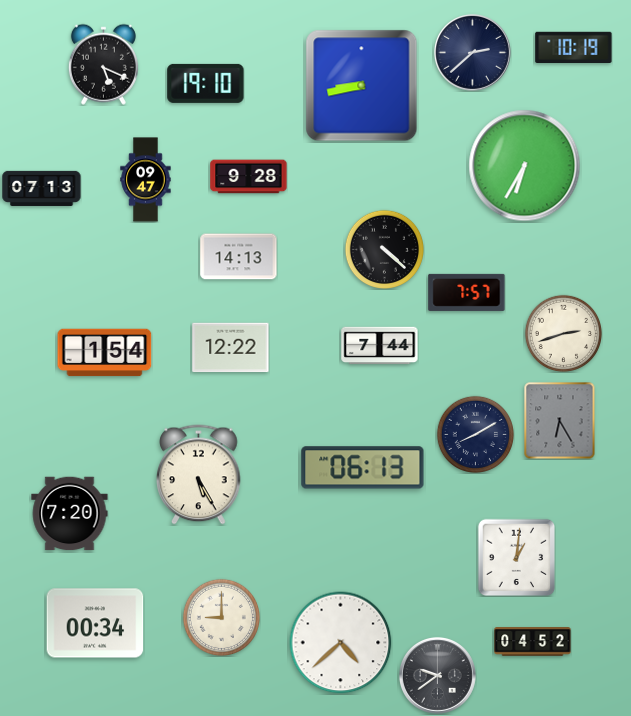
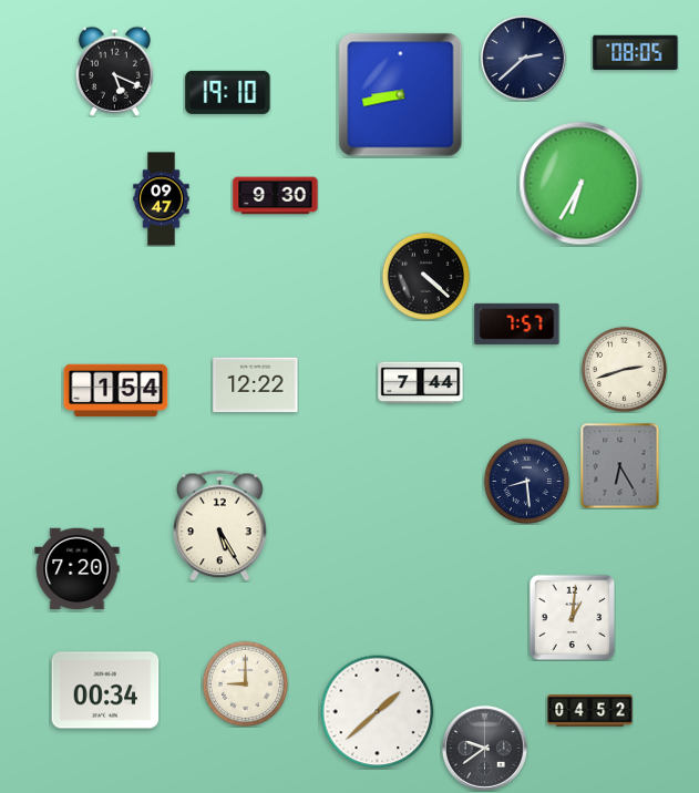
clock at (574, 47): 10:19 -> 08:05
clock at (249, 177): 9:28 -> 9:30
clock at (42, 188): 07:13 -> none
clock at (239, 257): 14:13 -> none
clock at (475, 434): 8:10 -> 8:29
clock at (363, 468): 06:13 -> none
clock at (341, 643): 4:38 -> 1:38
